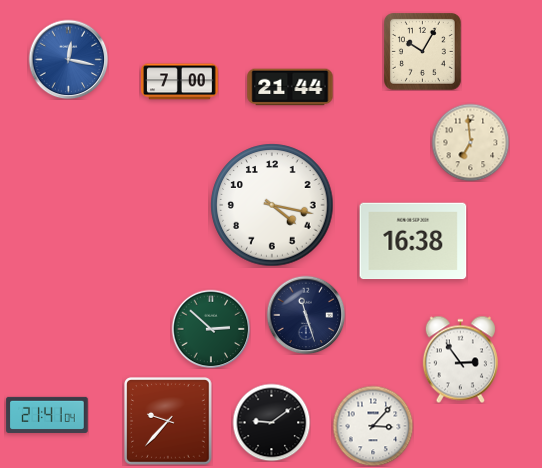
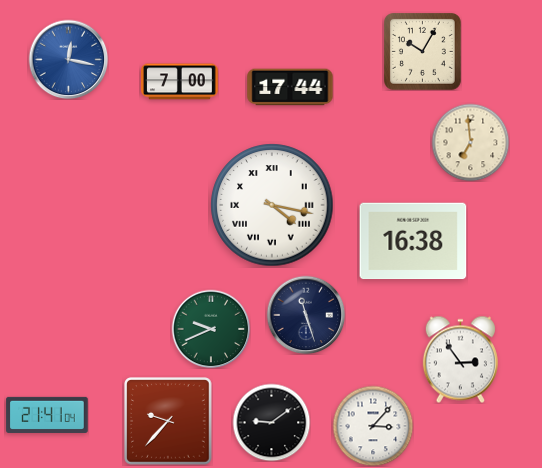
clock at (290, 87): 21:44 -> 17:44
clock at (272, 205) numerals: Arabic -> Roman
clock at (211, 329): 2:52 -> 9:41
